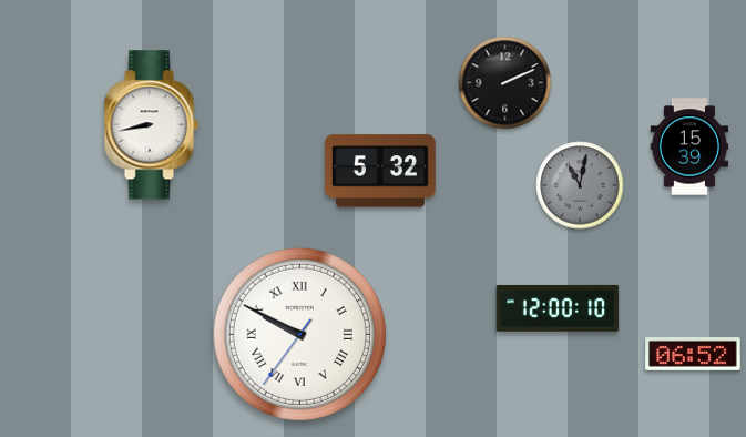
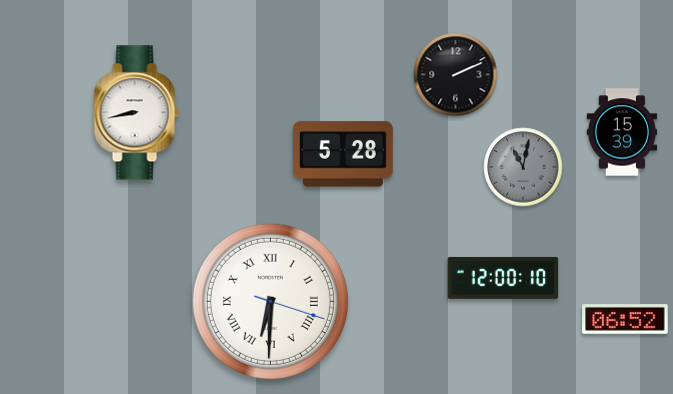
clock at (380, 171): 5:32 -> 5:28
clock at (299, 334): 9:49 -> 6:30
